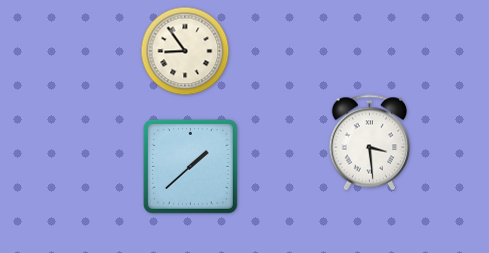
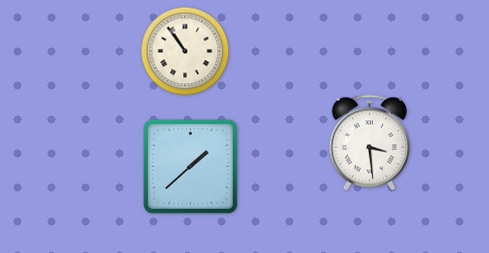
clock at (185, 51): 8:54 -> 10:54
